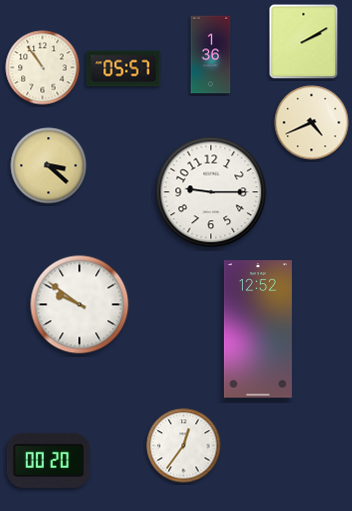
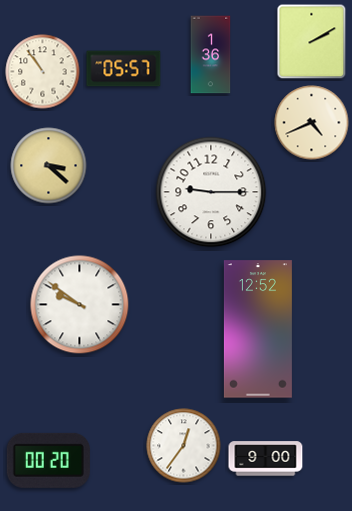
clock at (304, 42) position: (304, 42) -> (312, 42)
clock at (43, 68) position: (43, 68) -> (43, 72)
clock at (266, 459): none -> 9:00
